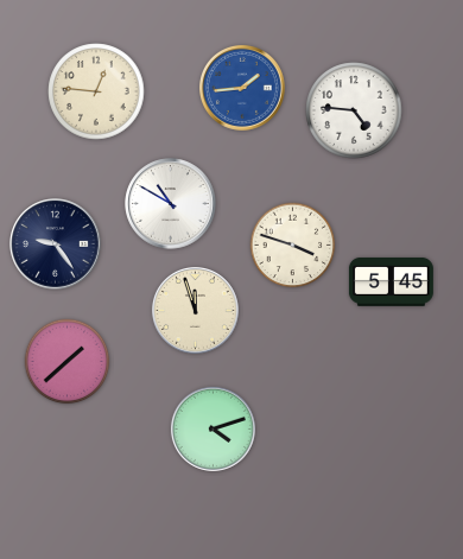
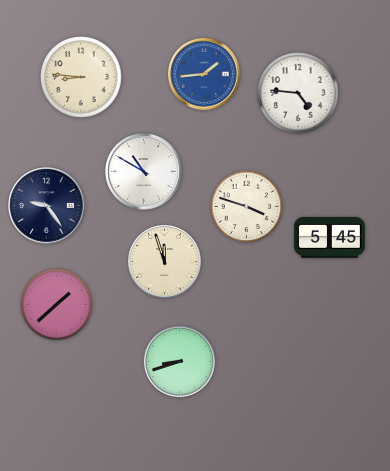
clock at (96, 91): 12:46 -> 8:46
clock at (213, 428): 4:12 -> 8:42
